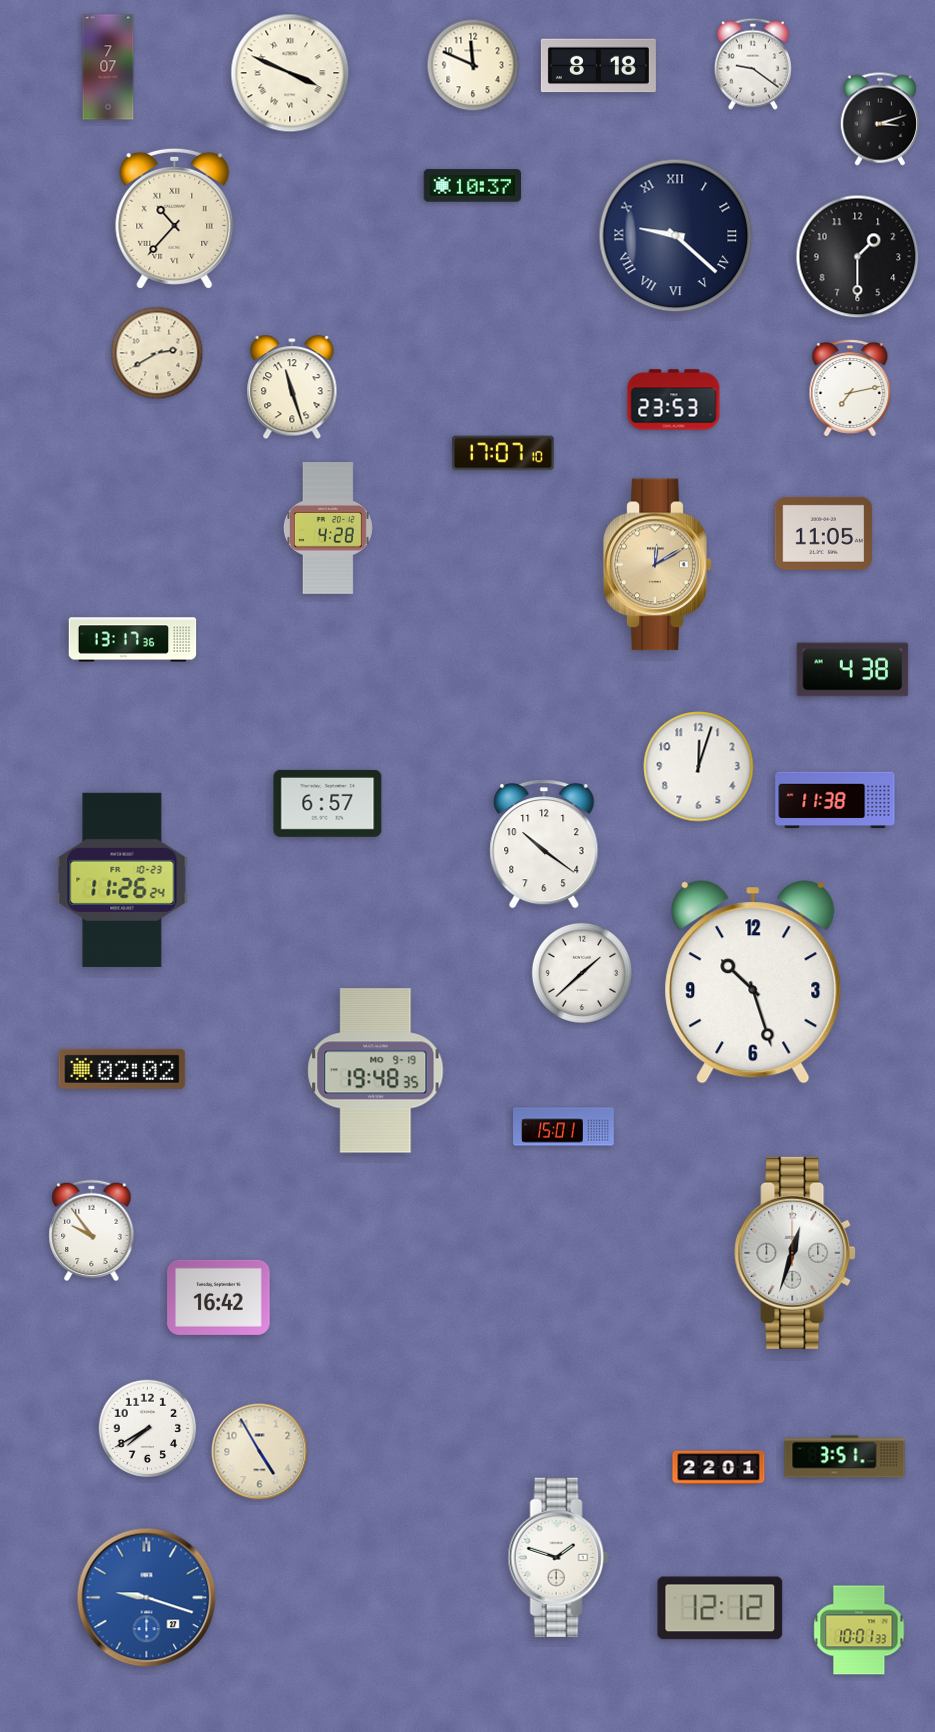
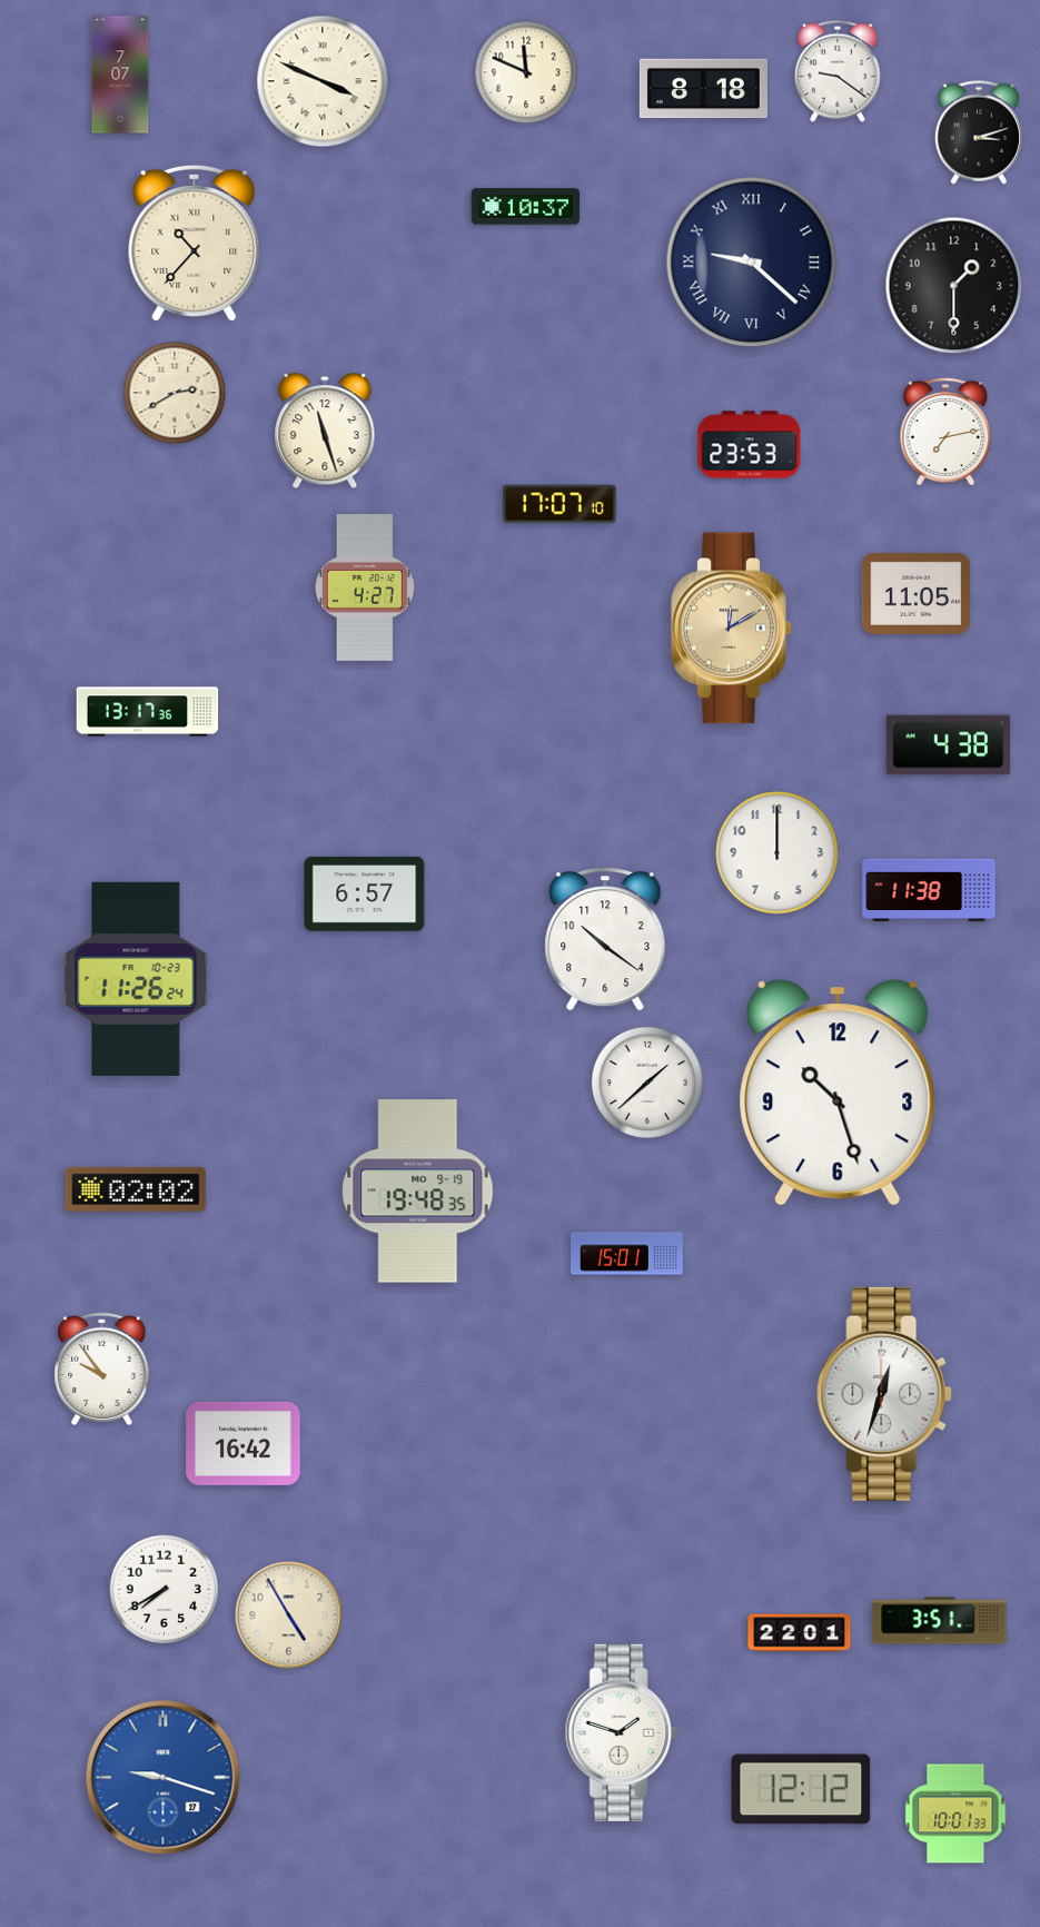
clock at (598, 66) position: (598, 66) -> (703, 89)
clock at (328, 529): 4:28 -> 4:27
clock at (699, 767): 12:03 -> 12:00
